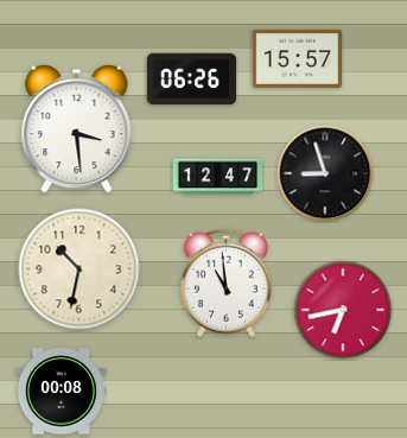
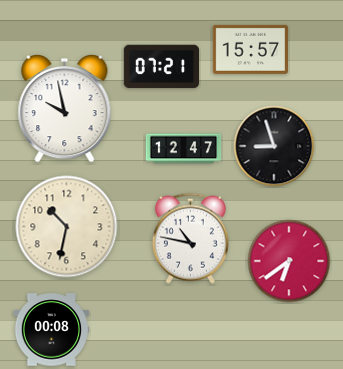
clock at (192, 80): 06:26 -> 07:21
clock at (77, 129): 3:29 -> 9:58
clock at (225, 283): 10:59 -> 10:47
clock at (343, 310): 6:43 -> 6:39
